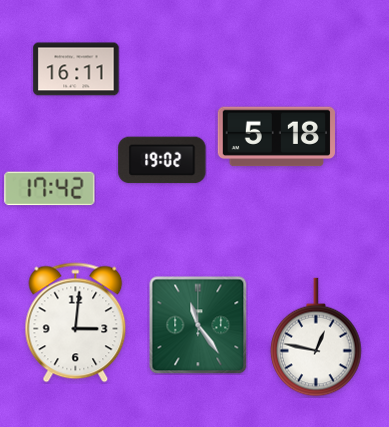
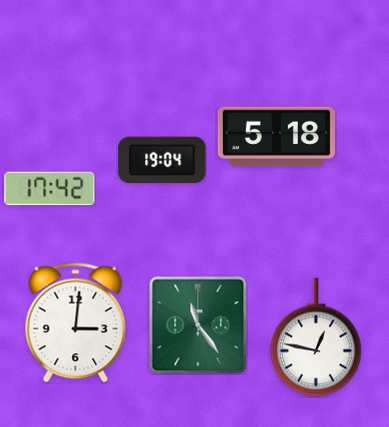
clock at (76, 69): 16:11 -> none
clock at (162, 160): 19:02 -> 19:04
